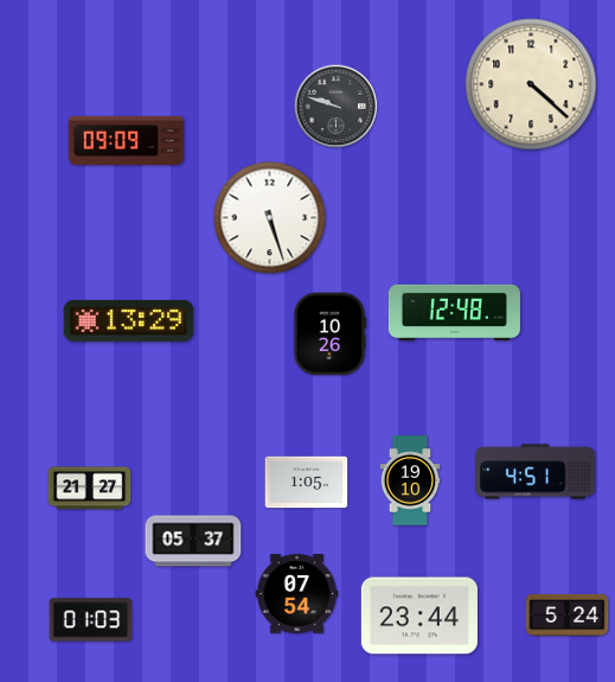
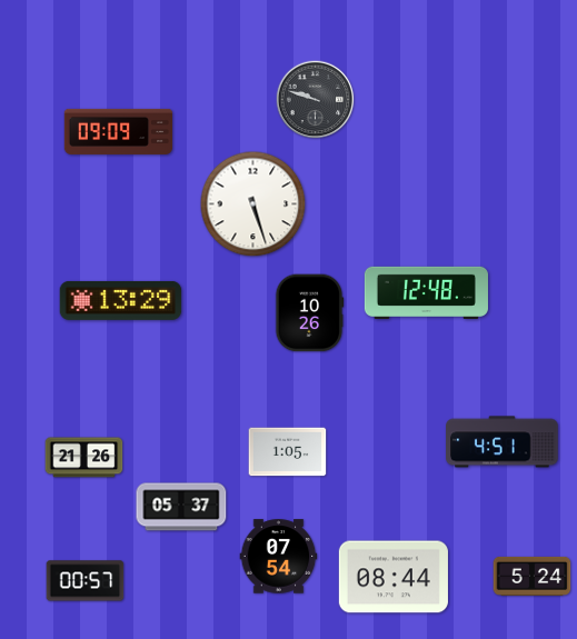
clock at (531, 84): 4:22 -> none
clock at (410, 480): 19:10 -> none
clock at (90, 489): 21:27 -> 21:26
clock at (419, 616): 23:44 -> 08:44
clock at (91, 620): 01:03 -> 00:57
